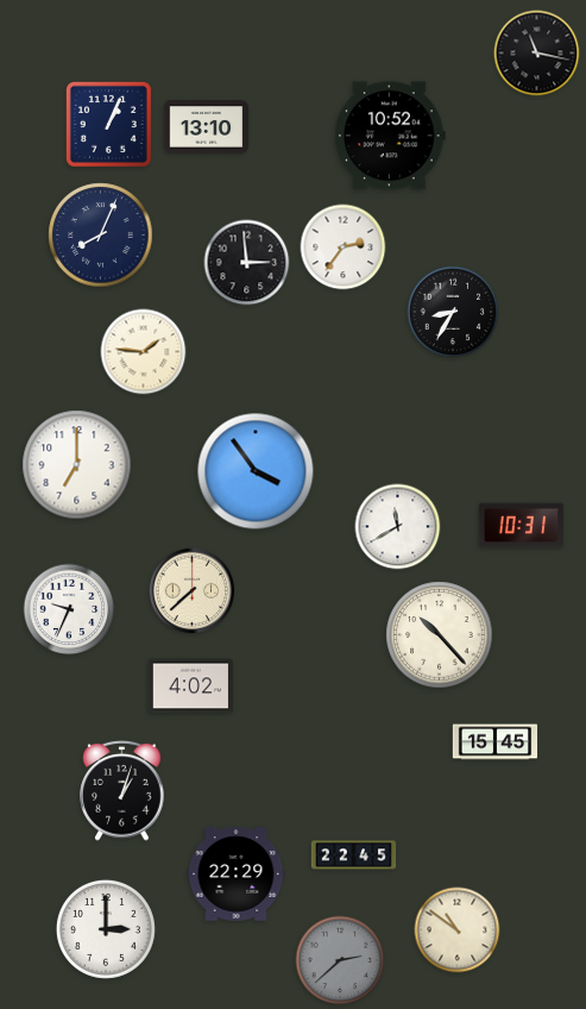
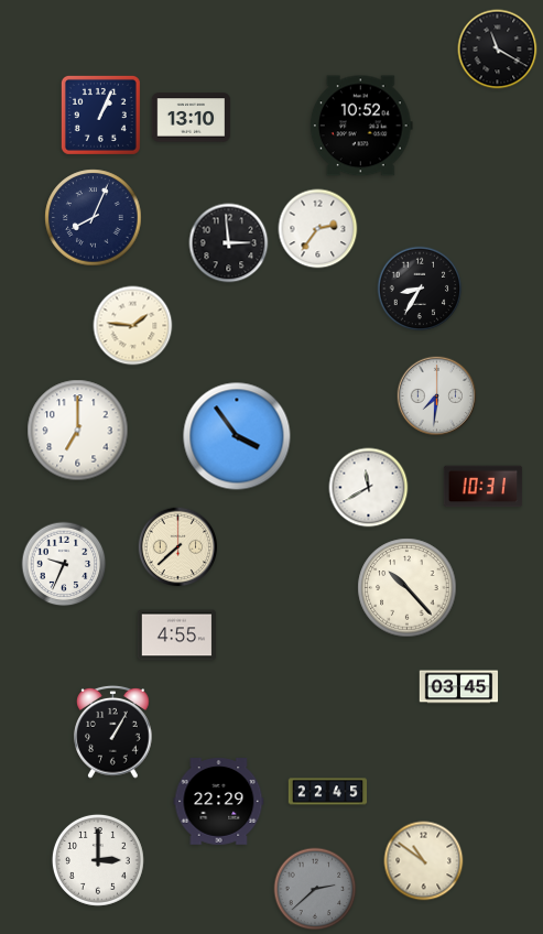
clock at (537, 54): 11:17 -> 11:20
clock at (437, 397): none -> 7:31
clock at (77, 465) position: (77, 465) -> (78, 431)
clock at (191, 687): 4:02 -> 4:55
clock at (496, 742): 15:45 -> 03:45
clock at (122, 791): 1:03 -> 1:05
clock at (237, 875) position: (237, 875) -> (219, 802)
